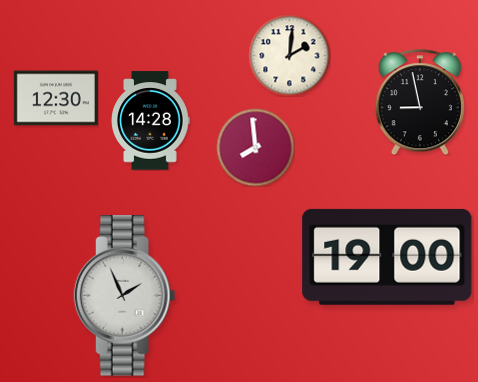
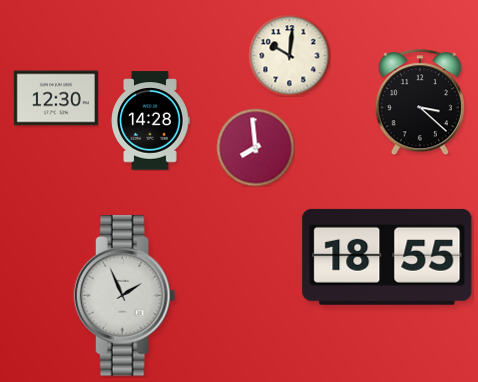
clock at (289, 55): 2:01 -> 10:01
clock at (420, 102): 8:58 -> 3:22
clock at (387, 257): 19:00 -> 18:55
